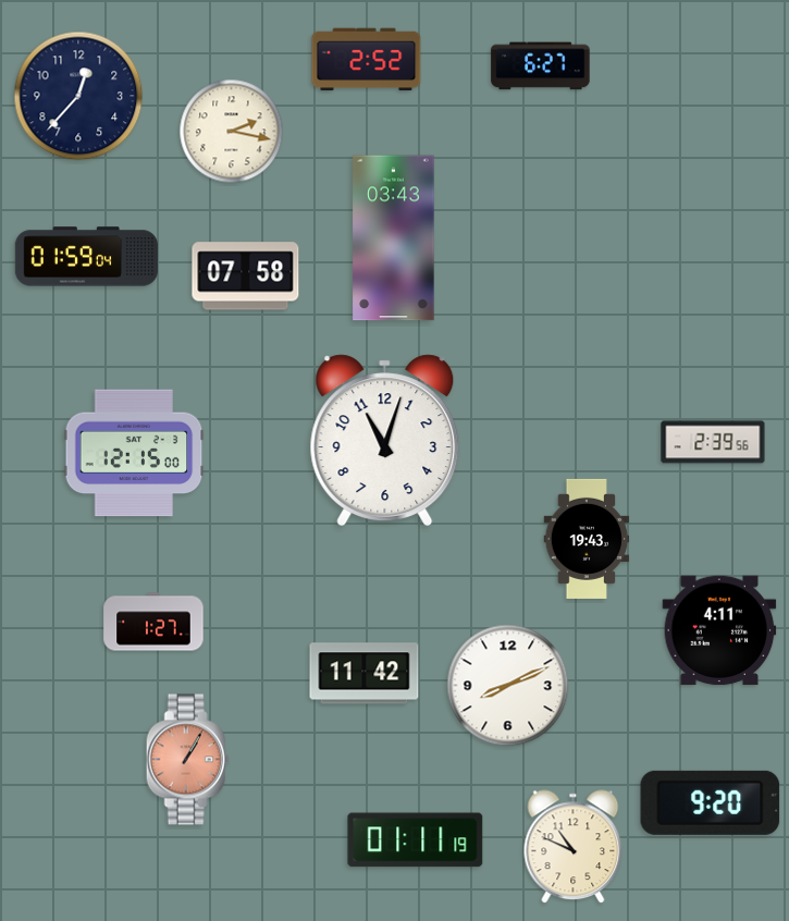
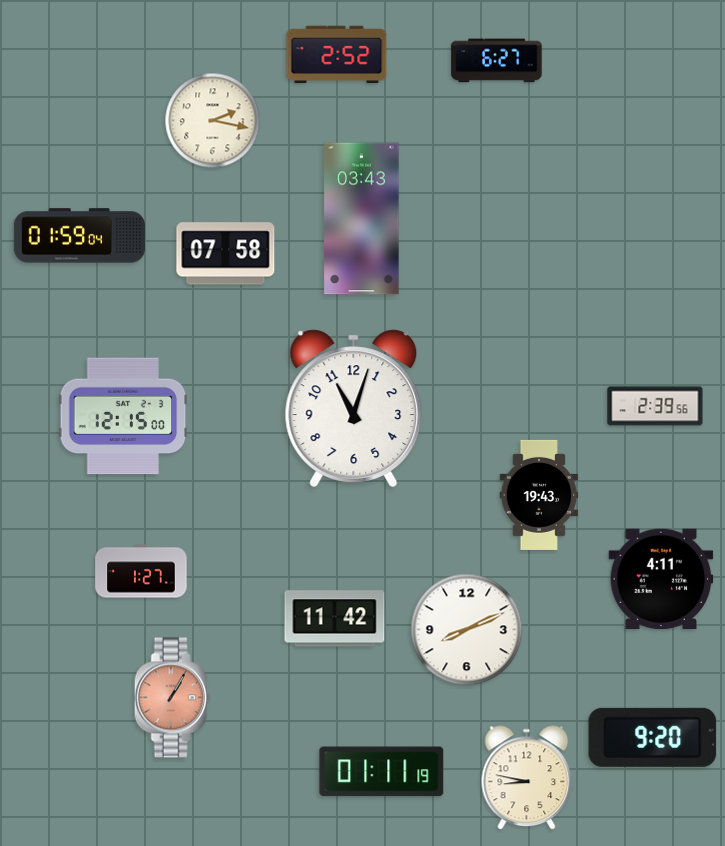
clock at (78, 96): 12:37 -> none
clock at (385, 440) position: (385, 440) -> (354, 408)
clock at (574, 847): 10:49 -> 8:47
